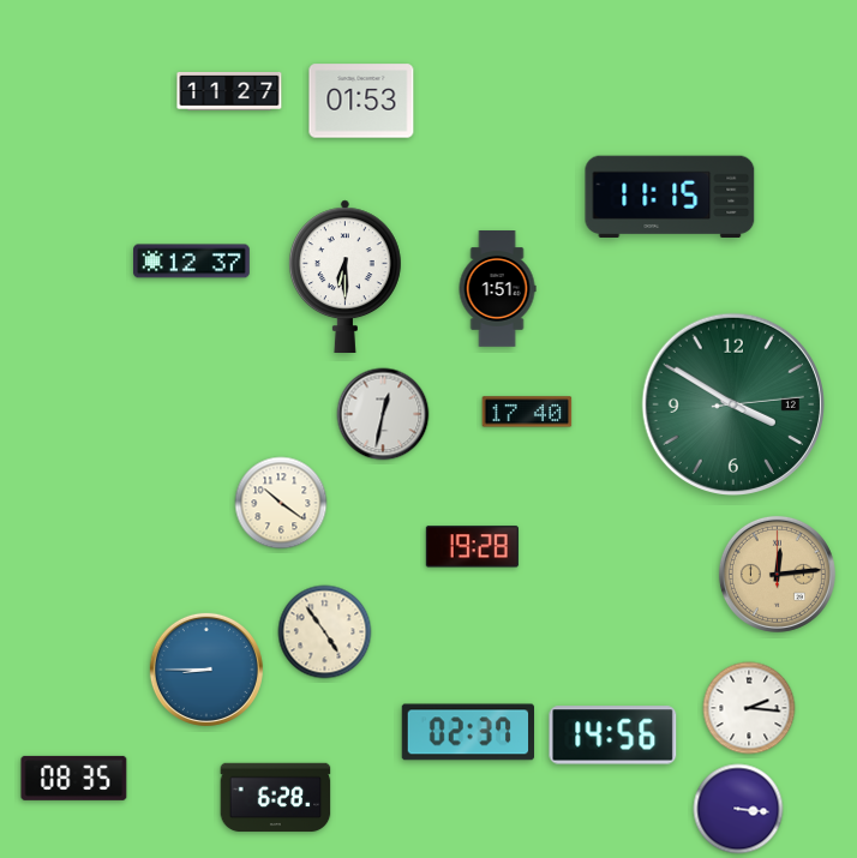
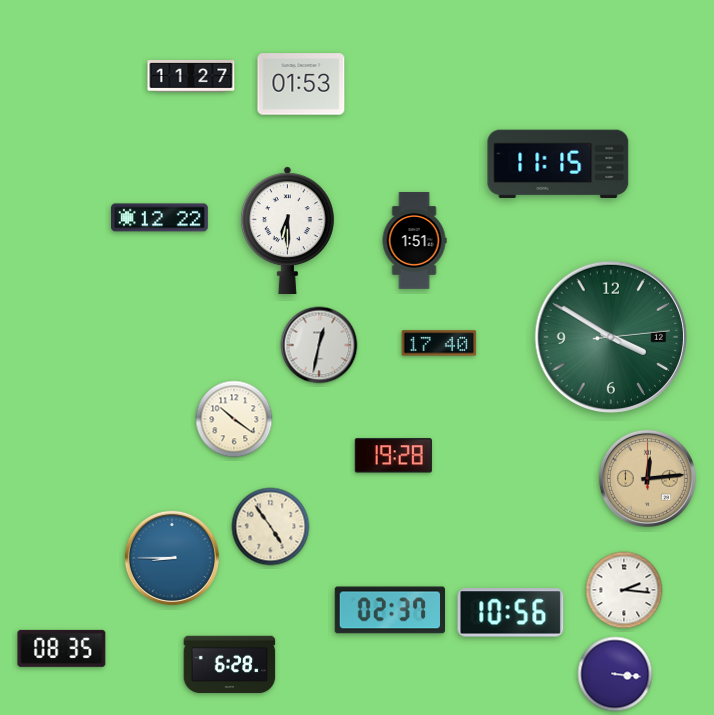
clock at (192, 262): 12:37 -> 12:22
clock at (613, 736): 14:56 -> 10:56
